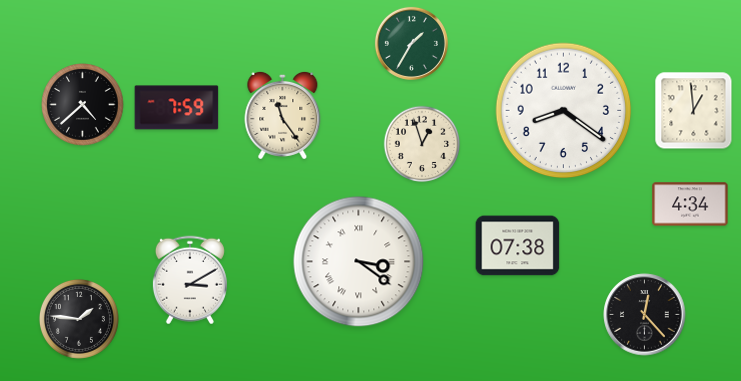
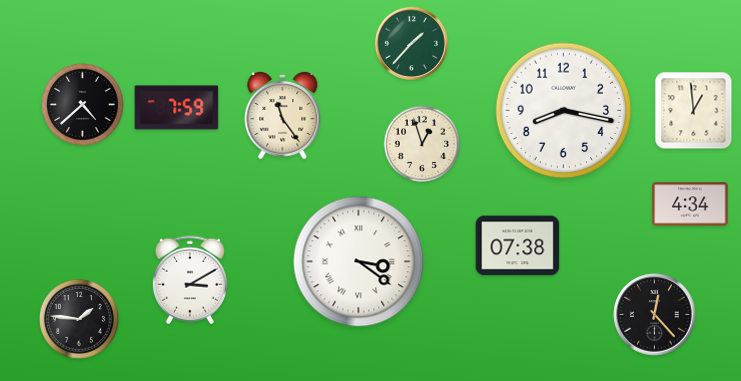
clock at (411, 43): 1:35 -> 1:37
clock at (564, 111): 8:21 -> 8:17
clock at (645, 315) position: (645, 315) -> (655, 315)
